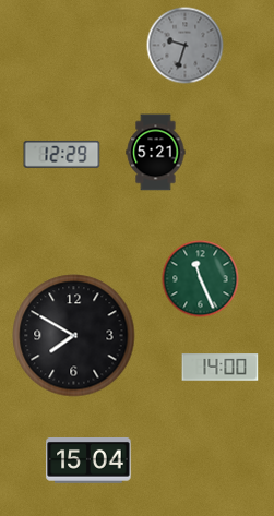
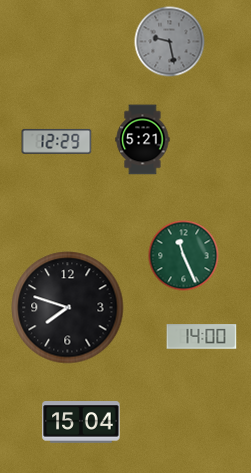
clock at (186, 46): 9:33 -> 9:28
clock at (74, 336): 7:50 -> 7:48
